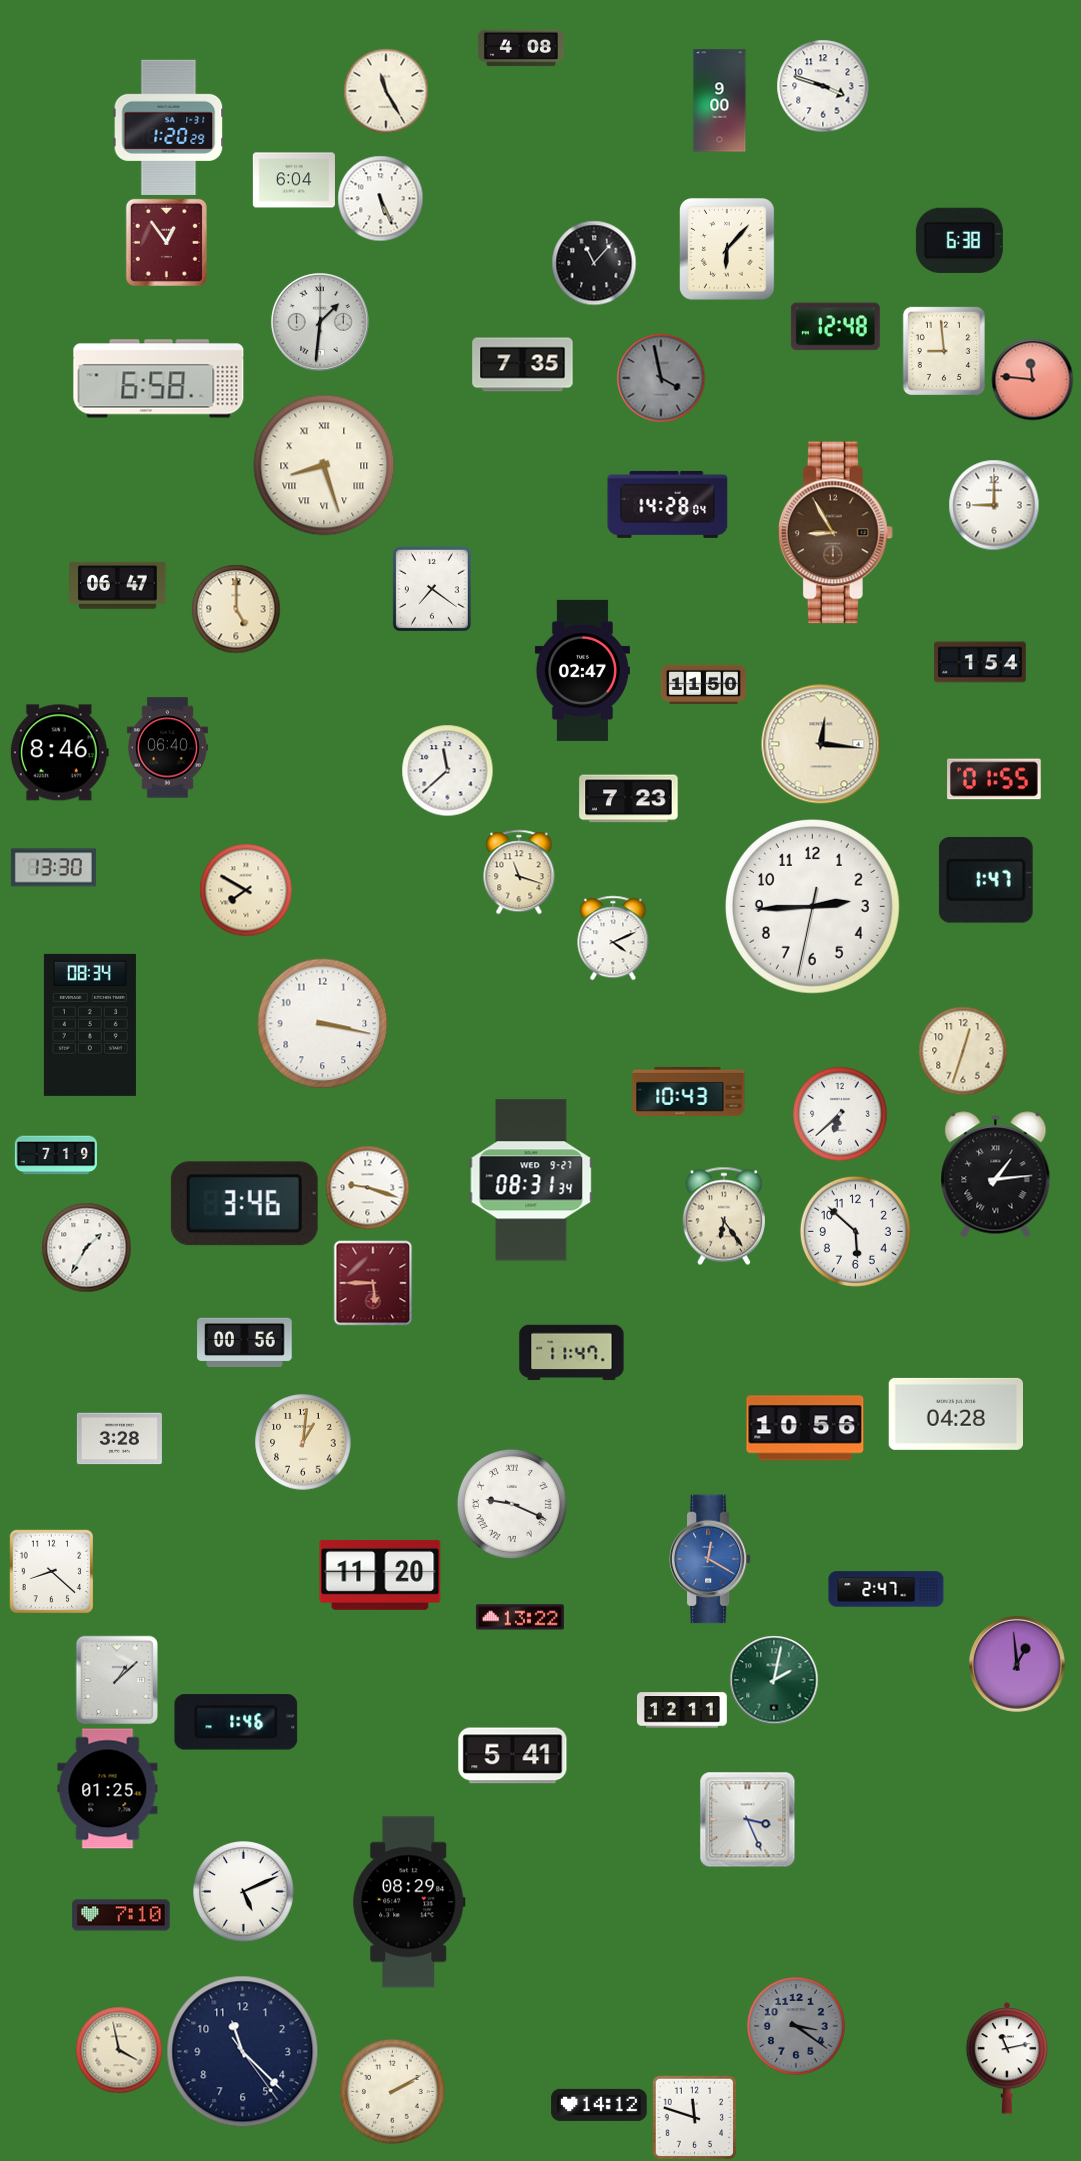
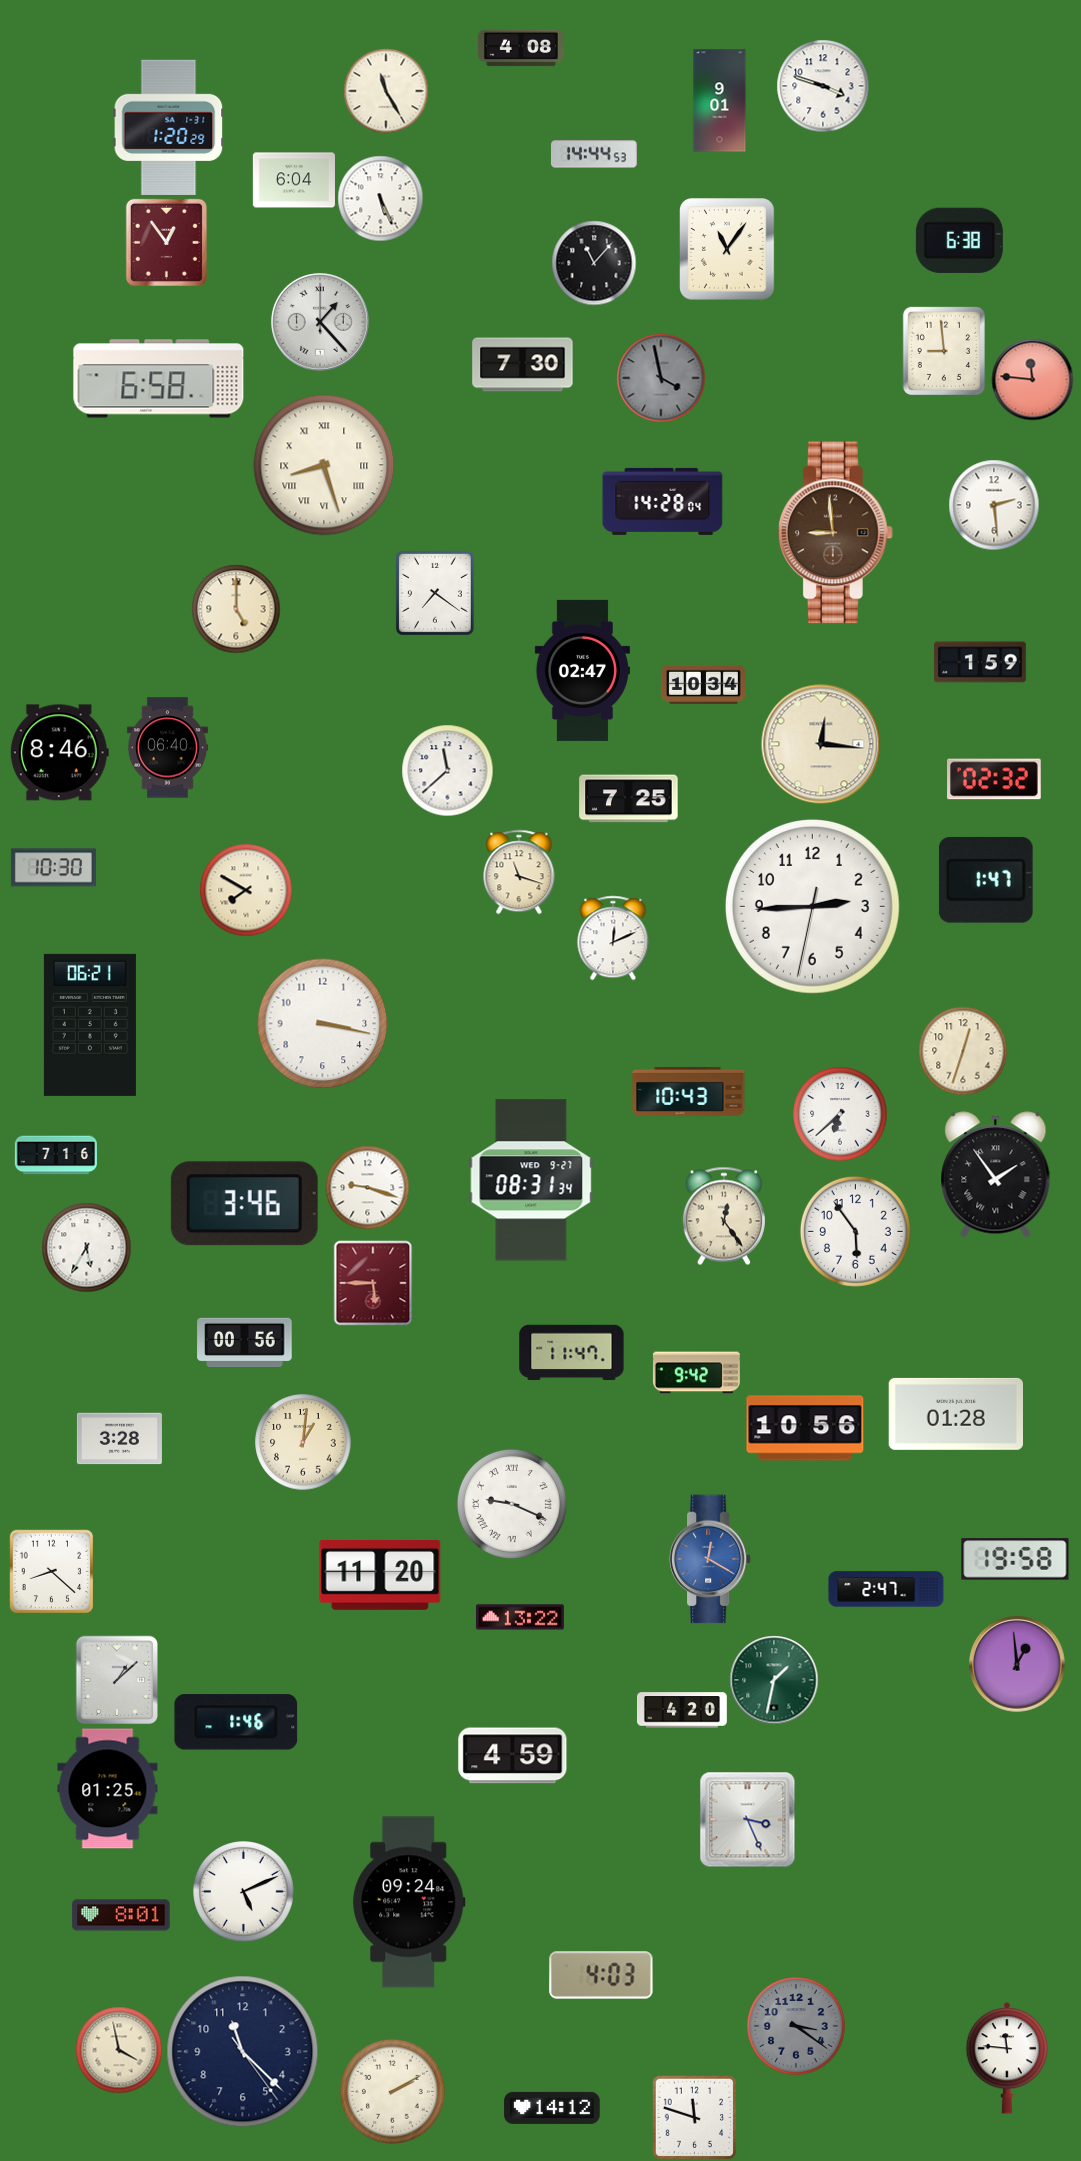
clock at (720, 101): 9:00 -> 9:01
clock at (594, 154): none -> 14:44
clock at (728, 249): 6:07 -> 11:06
clock at (320, 322): 1:31 -> 1:23
clock at (835, 327): 12:48 -> none
clock at (523, 365): 7:35 -> 7:30
clock at (668, 504) position: (668, 504) -> (663, 501)
clock at (994, 505): 9:00 -> 2:29
clock at (835, 533): 8:55 -> 8:59
clock at (118, 585): 06:47 -> none
clock at (432, 589) position: (432, 589) -> (435, 593)
clock at (980, 662): 1:54 -> 1:59
clock at (703, 684): 11:50 -> 10:34
clock at (994, 779): 01:55 -> 02:32
clock at (629, 799): 7:23 -> 7:25
clock at (53, 868): 13:30 -> 10:30
clock at (613, 938): 4:11 -> 12:11
clock at (90, 1025): 08:34 -> 06:21
clock at (56, 1155): 7:19 -> 7:16
clock at (996, 1175): 1:14 -> 1:54
clock at (724, 1216): 6:24 -> 12:24
clock at (855, 1231): 5:52 -> 5:54
clock at (86, 1247): 1:35 -> 5:35
clock at (696, 1373): none -> 9:42
clock at (955, 1414): 04:28 -> 01:28
clock at (1015, 1559): none -> 19:58
clock at (774, 1680): 2:02 -> 1:32
clock at (683, 1710): 12:11 -> 4:20
clock at (513, 1756): 5:41 -> 4:59
clock at (409, 1902): 08:29 -> 09:24
clock at (121, 1915): 7:10 -> 8:01
clock at (601, 1975): none -> 4:03
clock at (1007, 2058): 11:13 -> 11:46
clock at (599, 2105) position: (599, 2105) -> (552, 2108)
